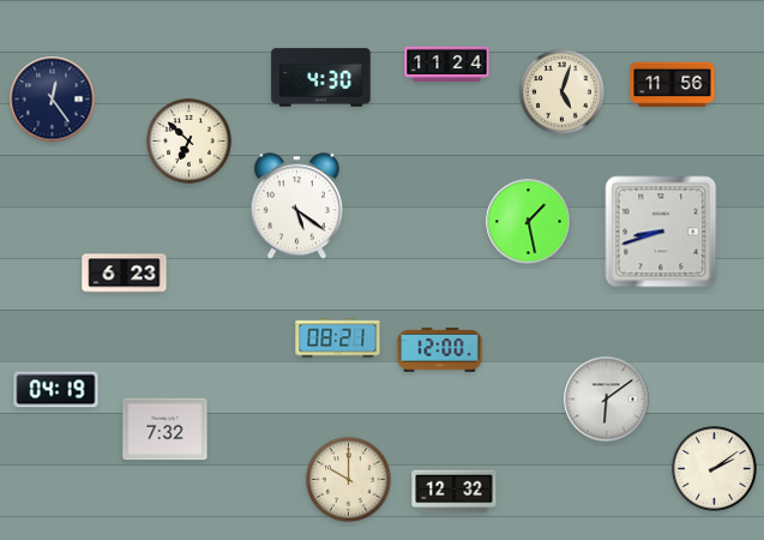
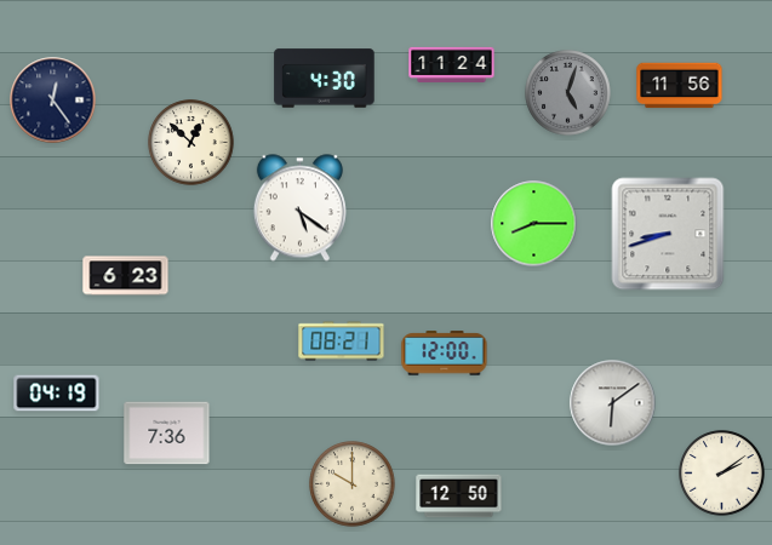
clock at (563, 92) dial: cream -> grey
clock at (190, 142): 6:52 -> 12:52
clock at (529, 222): 1:28 -> 8:15
clock at (166, 430): 7:32 -> 7:36
clock at (455, 492): 12:32 -> 12:50
